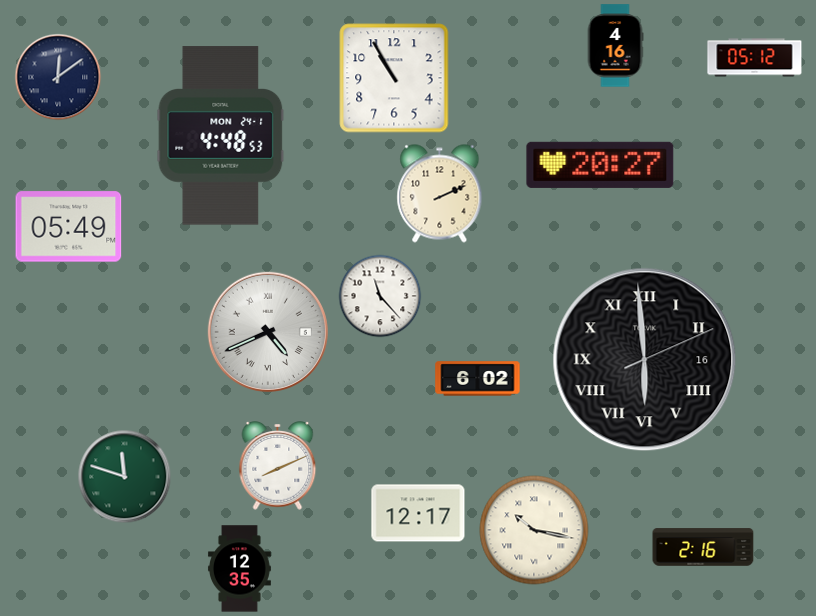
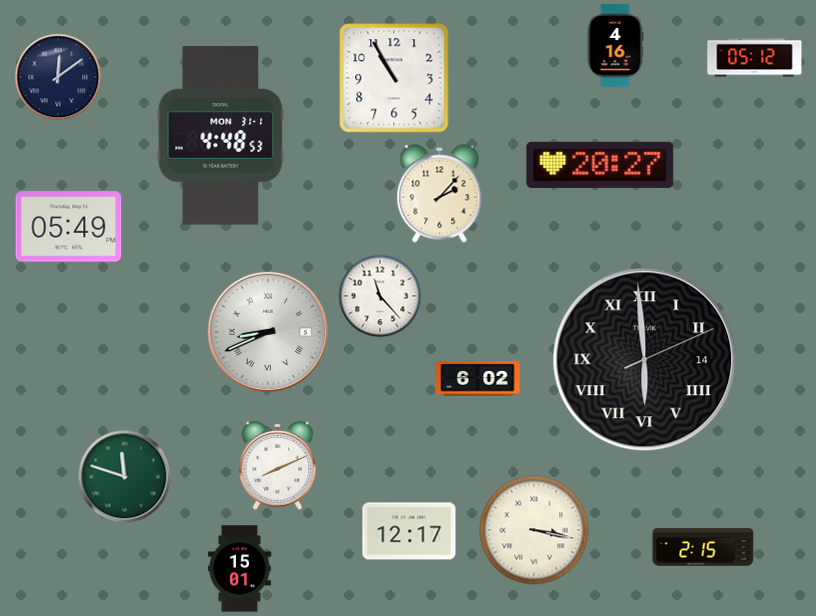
clock at (221, 136) date: MON 24-1 -> MON 31-1
clock at (440, 194): 2:11 -> 2:07
clock at (268, 332): 4:41 -> 8:41
clock at (645, 360) date: 16 -> 14
clock at (418, 513) position: (418, 513) -> (409, 531)
clock at (534, 530): 10:17 -> 3:17
clock at (703, 547): 2:16 -> 2:15
clock at (239, 569): 12:35 -> 15:01
